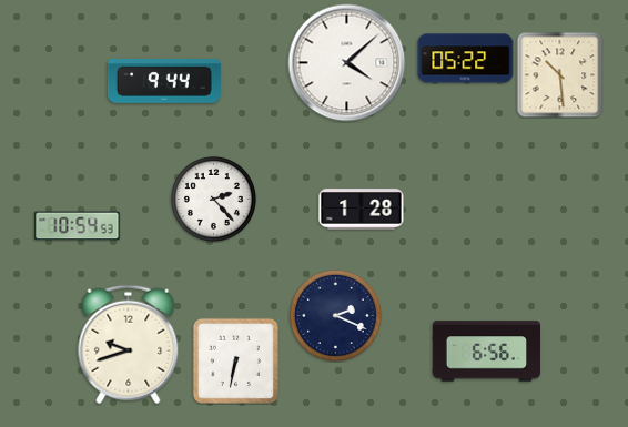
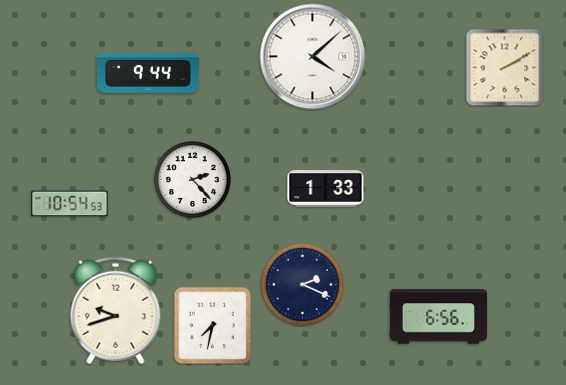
clock at (466, 59): 05:22 -> none
clock at (559, 74): 10:29 -> 2:10
clock at (362, 210): 1:28 -> 1:33
clock at (235, 360): 6:32 -> 7:32
